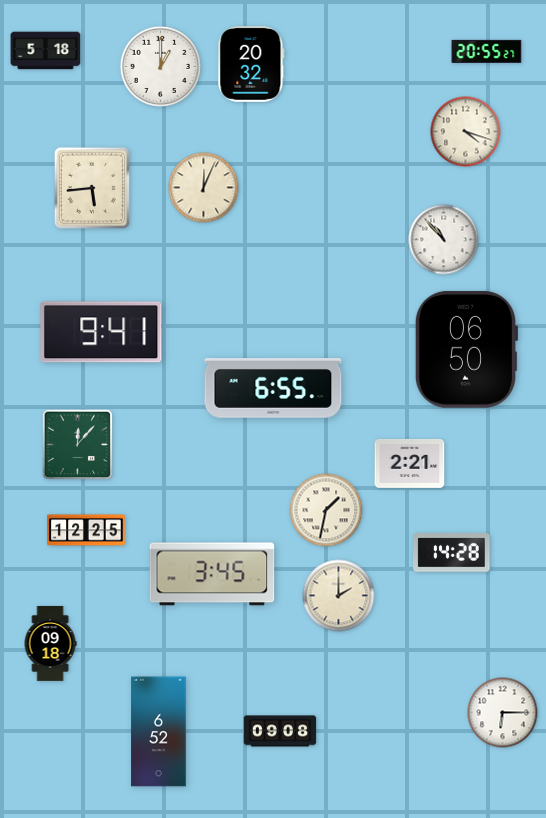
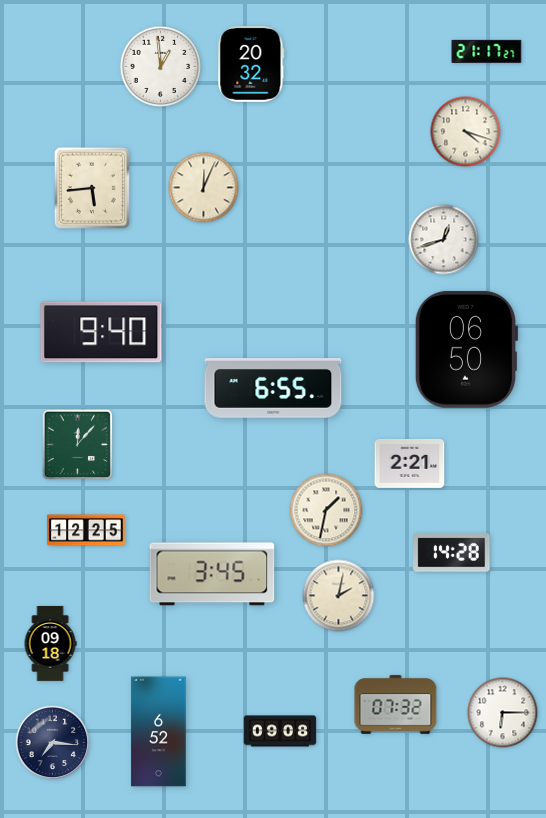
clock at (46, 51): 5:18 -> none
clock at (487, 51): 20:55 -> 21:17
clock at (160, 66): 1:00 -> 12:59
clock at (444, 240): 10:53 -> 12:42
clock at (101, 332): 9:41 -> 9:40
clock at (339, 596): 2:00 -> 2:02
clock at (396, 705): none -> 07:32
clock at (53, 743): none -> 7:16
